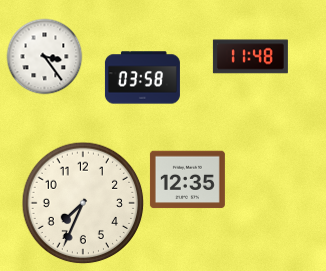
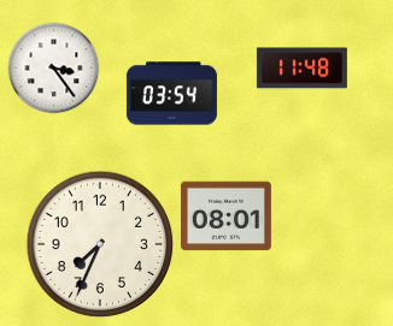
clock at (142, 78): 03:58 -> 03:54
clock at (187, 180): 12:35 -> 08:01
